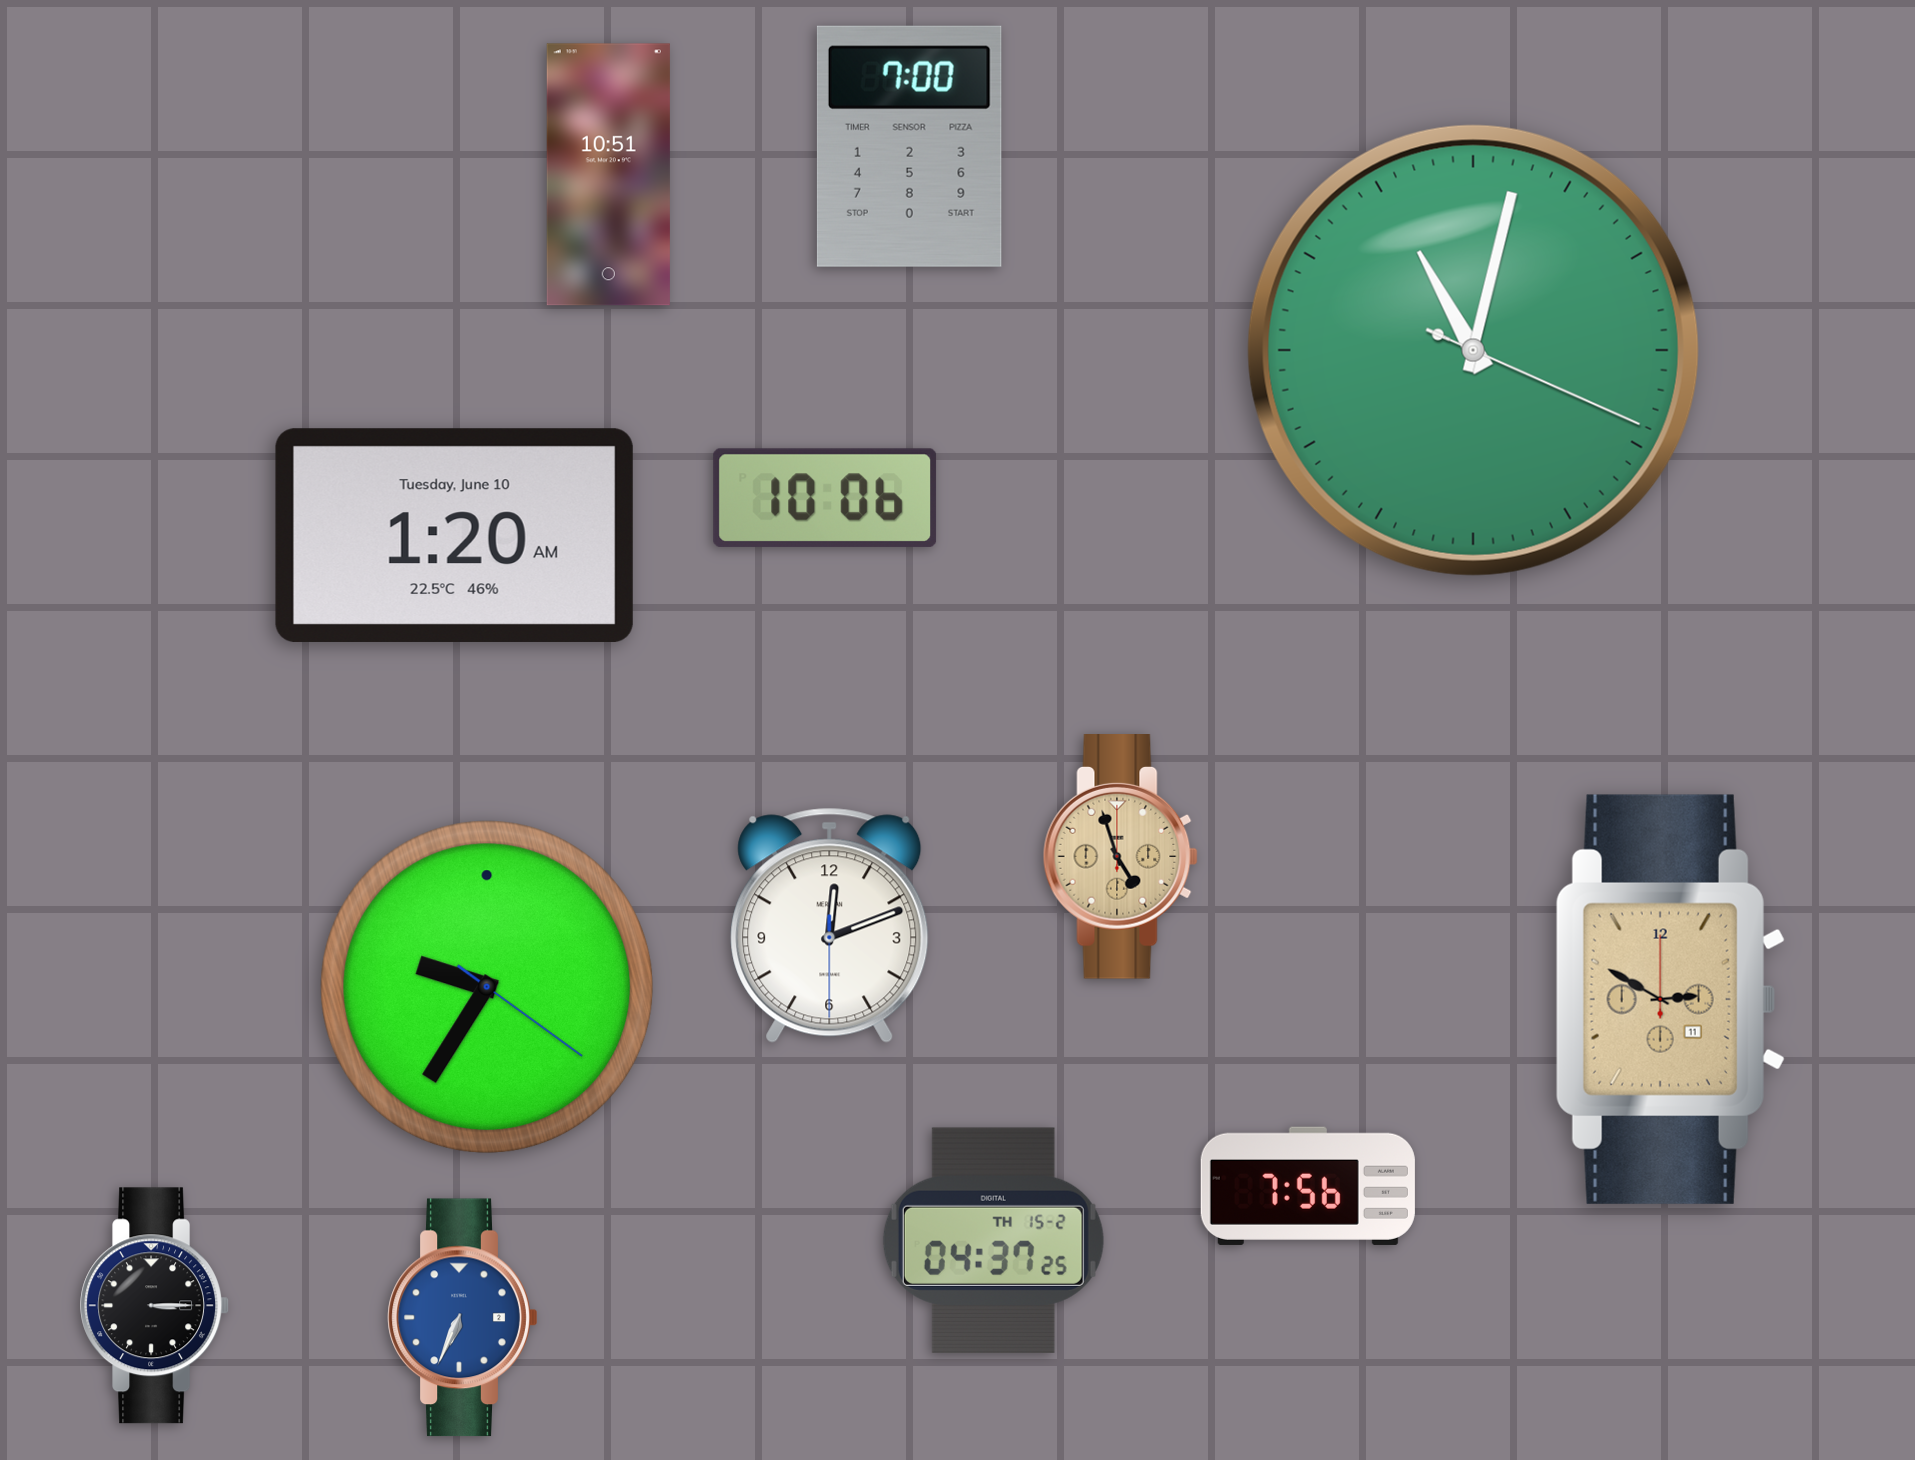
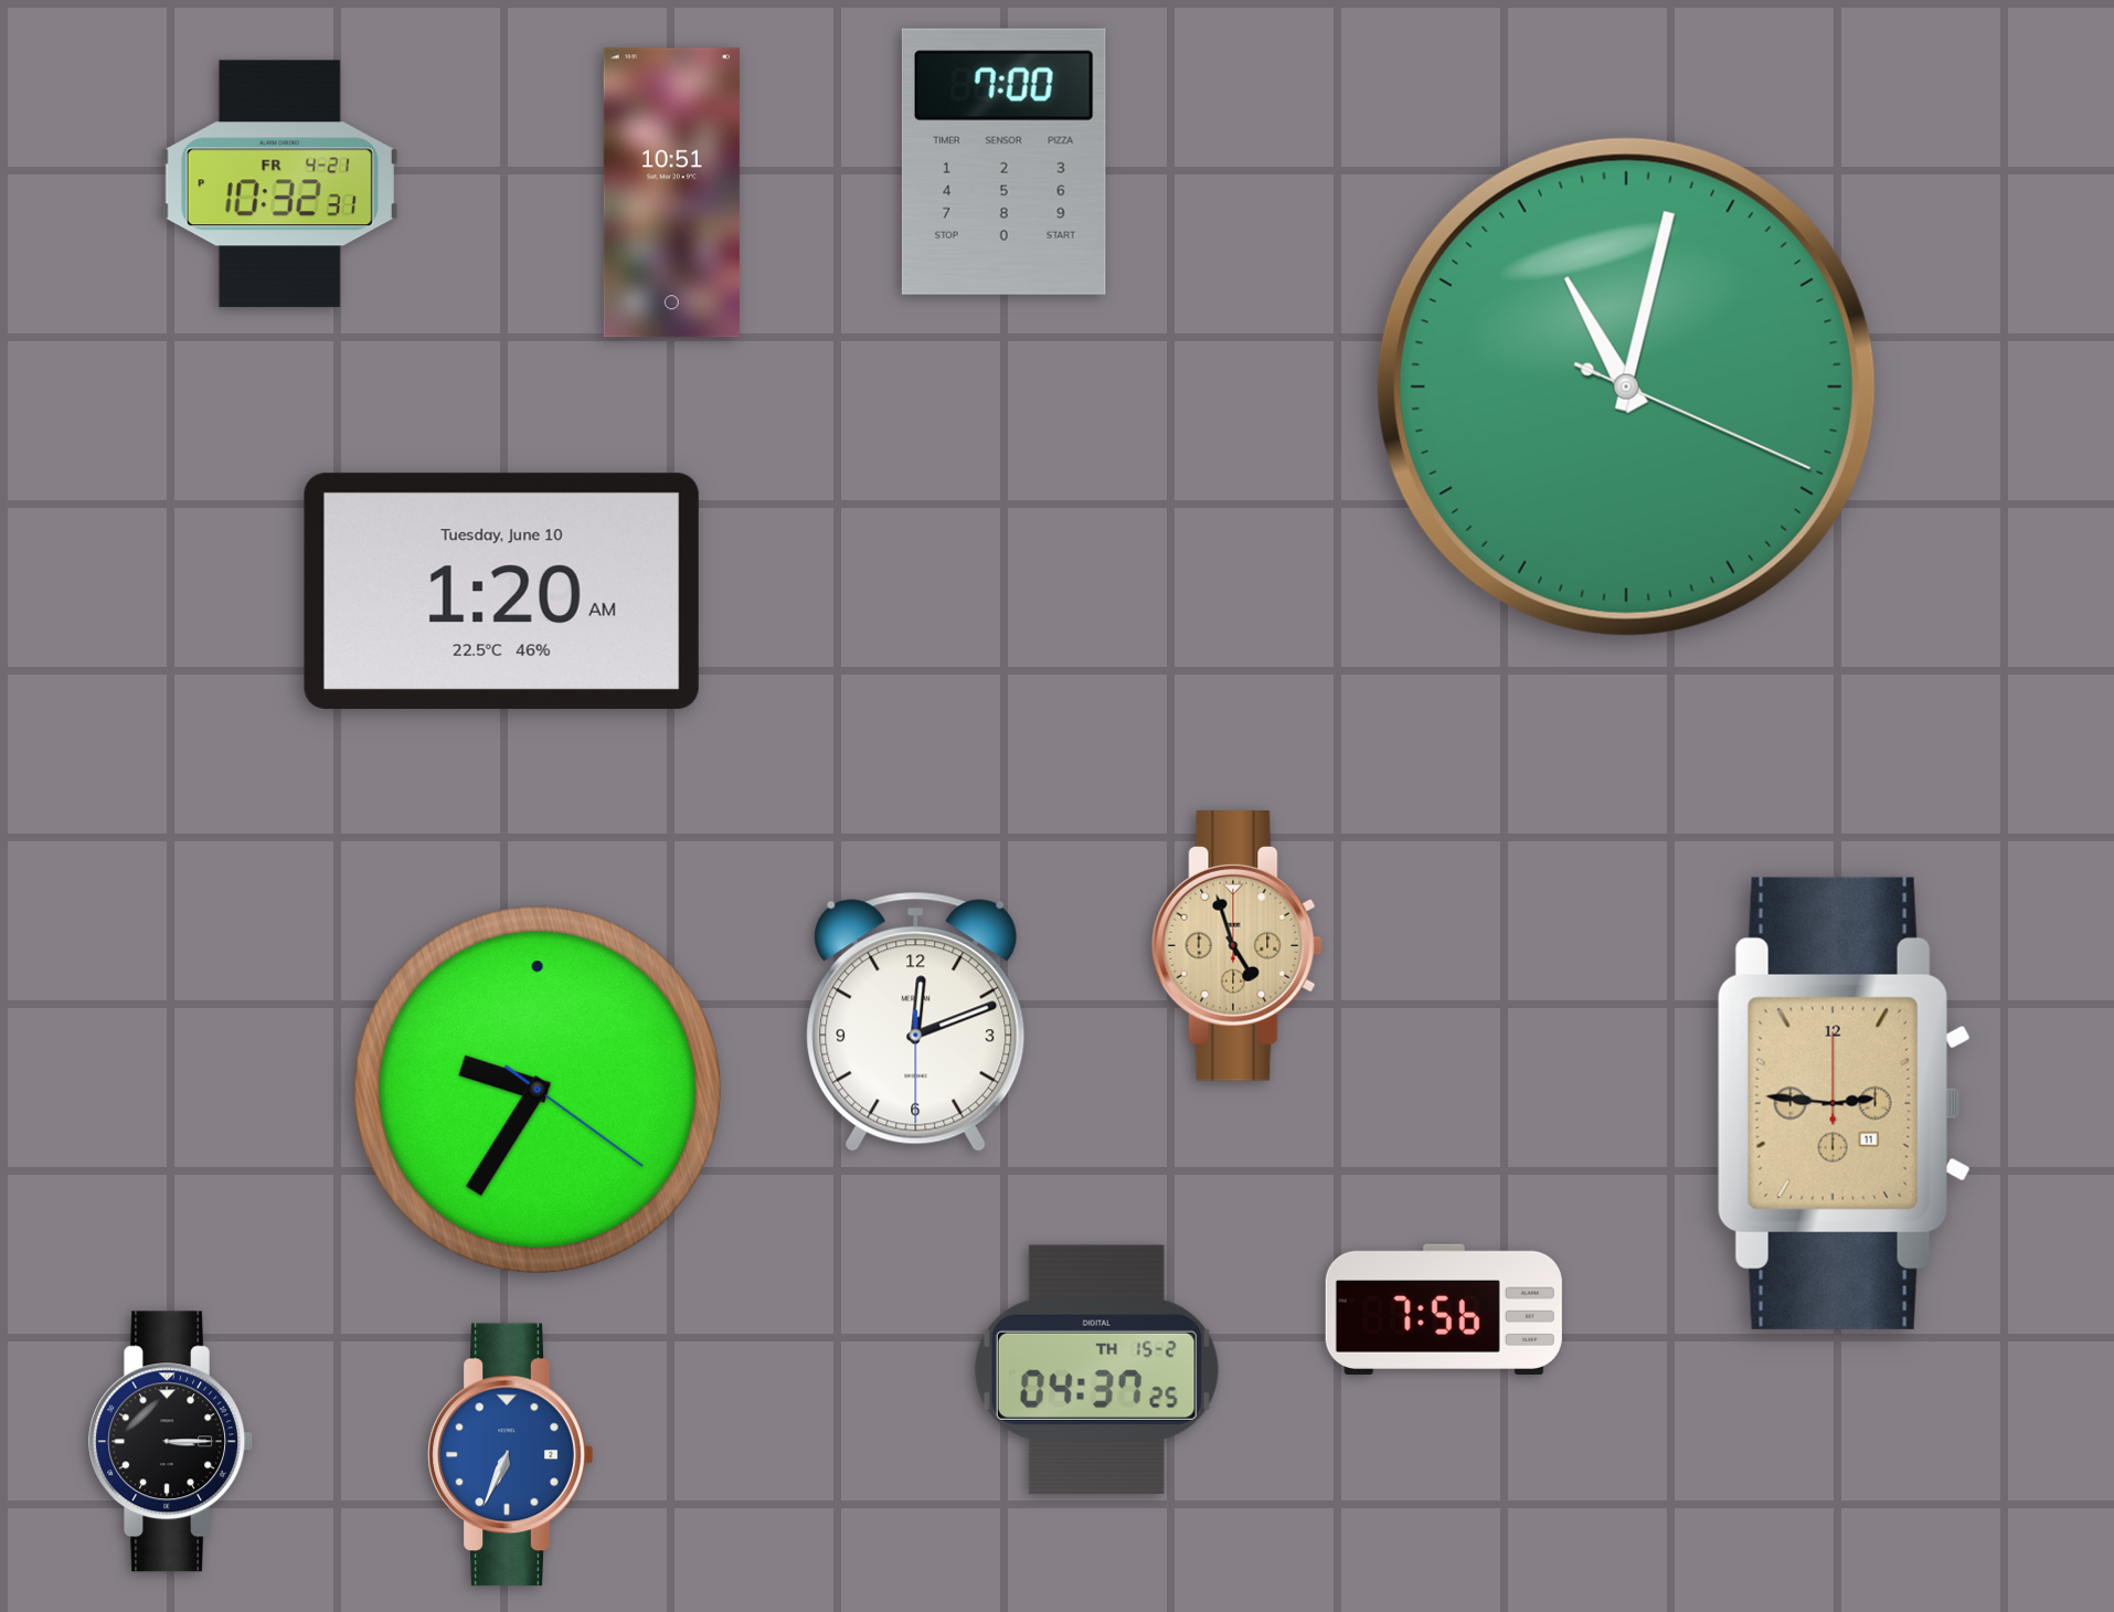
clock at (279, 184): none -> 10:32
clock at (825, 498): 10:06 -> none
clock at (1670, 999): 2:50 -> 2:46
